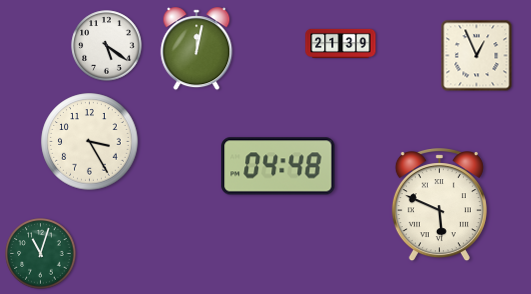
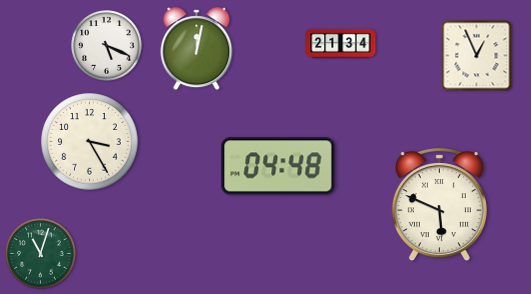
clock at (341, 43): 21:39 -> 21:34
clock at (107, 46): 5:21 -> 5:19
